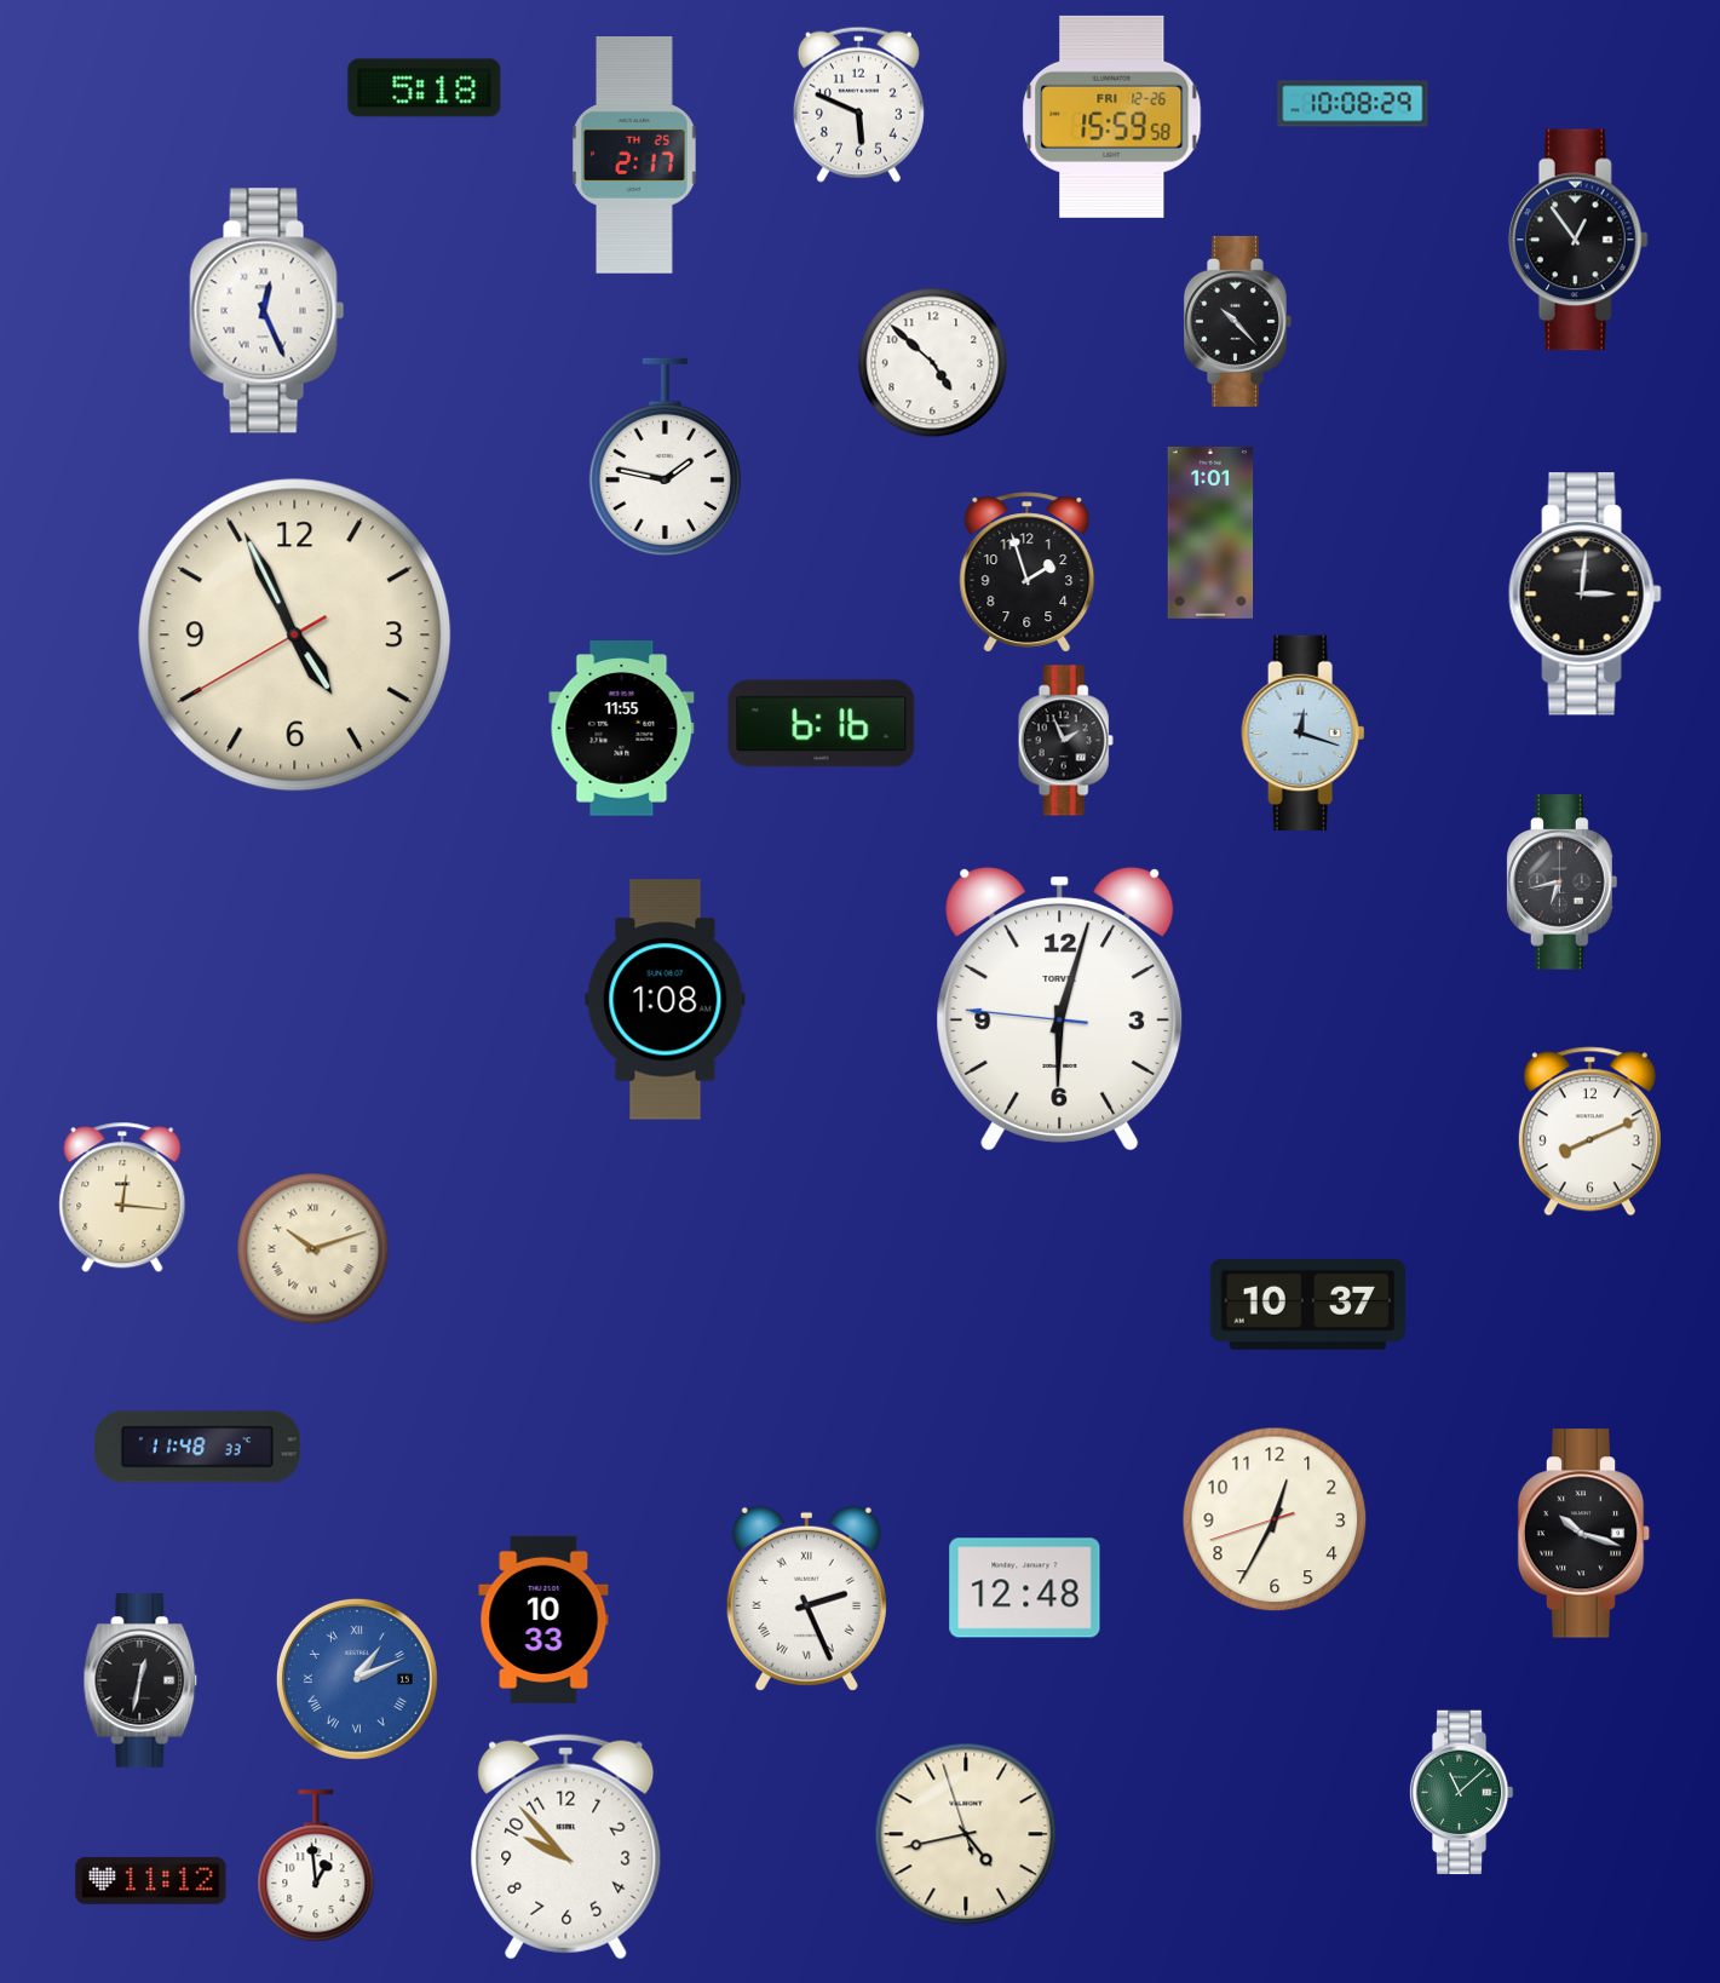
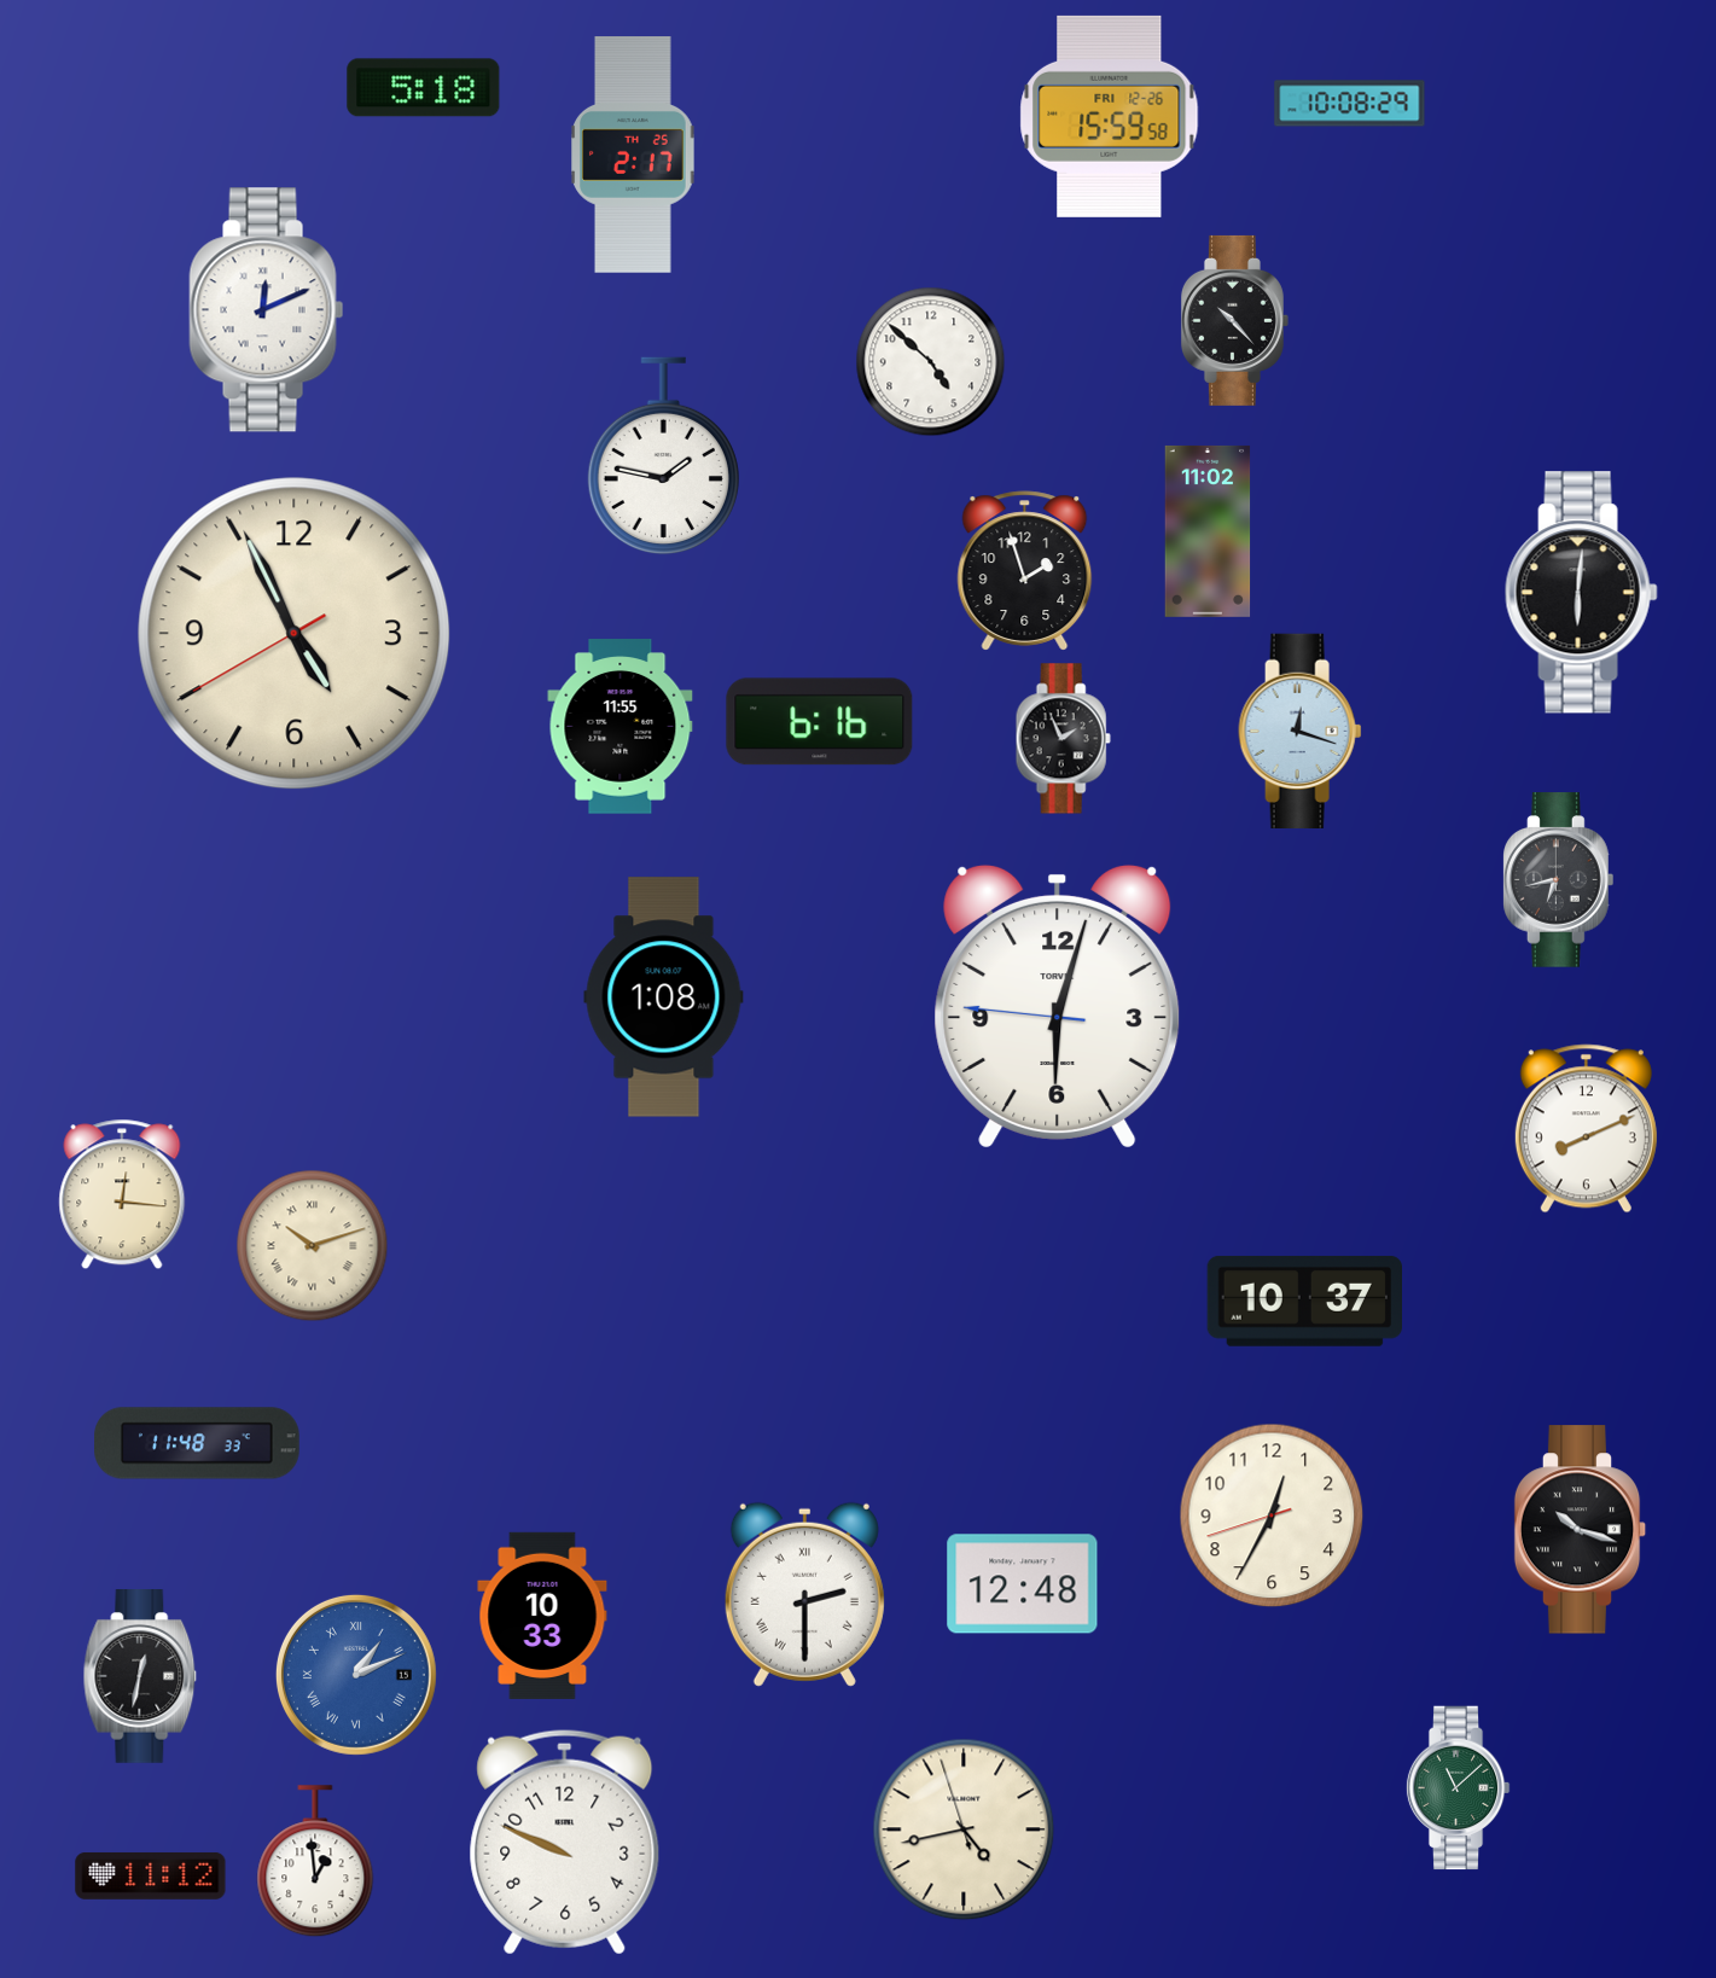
clock at (858, 104): 5:49 -> none
clock at (1578, 240): 12:54 -> none
clock at (268, 311): 12:26 -> 12:11
clock at (1210, 533): 1:01 -> 11:02
clock at (1584, 594): 3:01 -> 6:01
clock at (806, 1598): 2:26 -> 2:30
clock at (566, 1846): 9:53 -> 9:49
